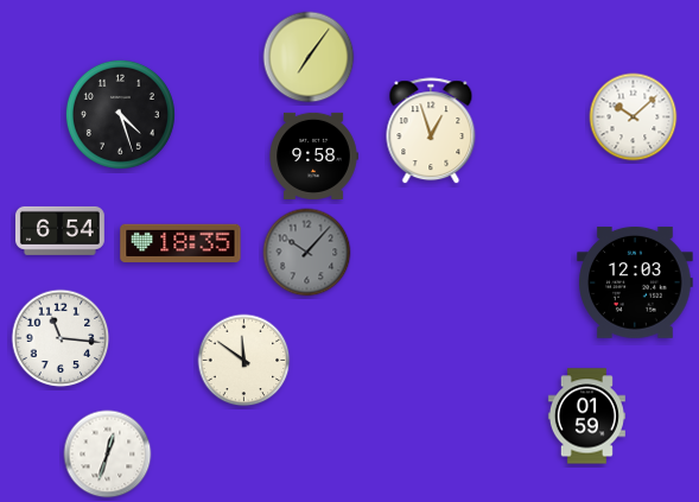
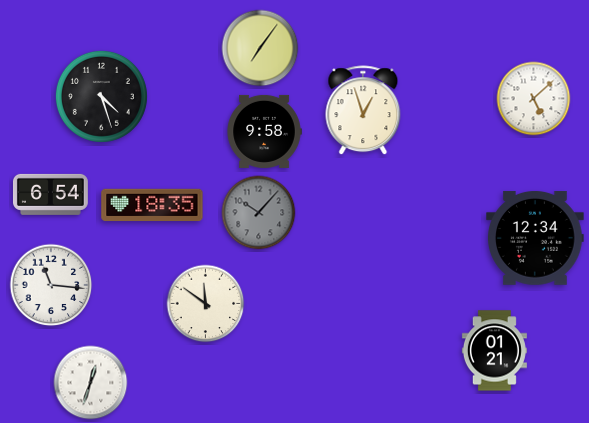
clock at (634, 117): 10:08 -> 5:08
clock at (635, 284): 12:03 -> 12:34
clock at (586, 417): 01:59 -> 01:21
